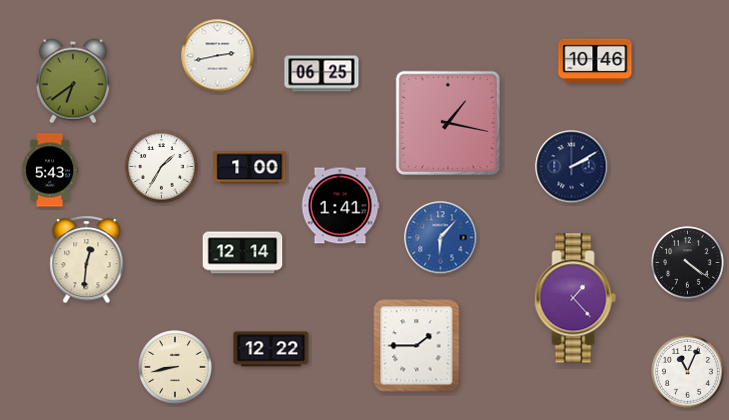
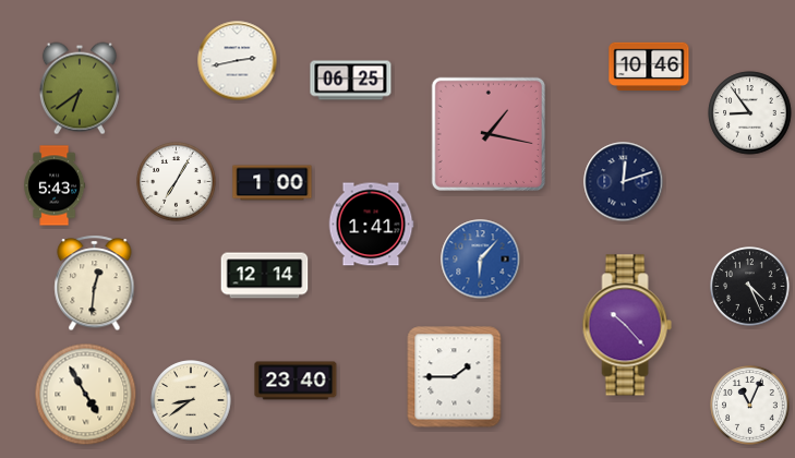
clock at (750, 113): none -> 8:54
clock at (162, 167): 1:35 -> 7:05
clock at (572, 167): 2:10 -> 12:12
clock at (688, 263): 4:21 -> 4:26
clock at (575, 298): 1:23 -> 10:23
clock at (271, 349): 12:22 -> 23:40
clock at (86, 395): none -> 4:55
clock at (175, 367): 8:43 -> 8:39
